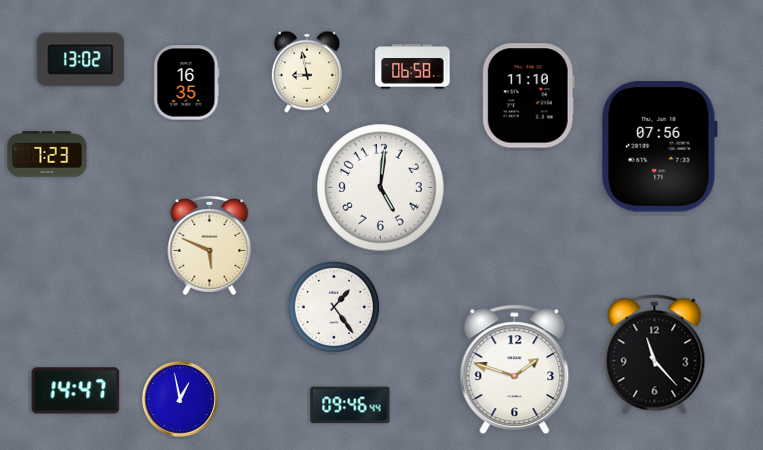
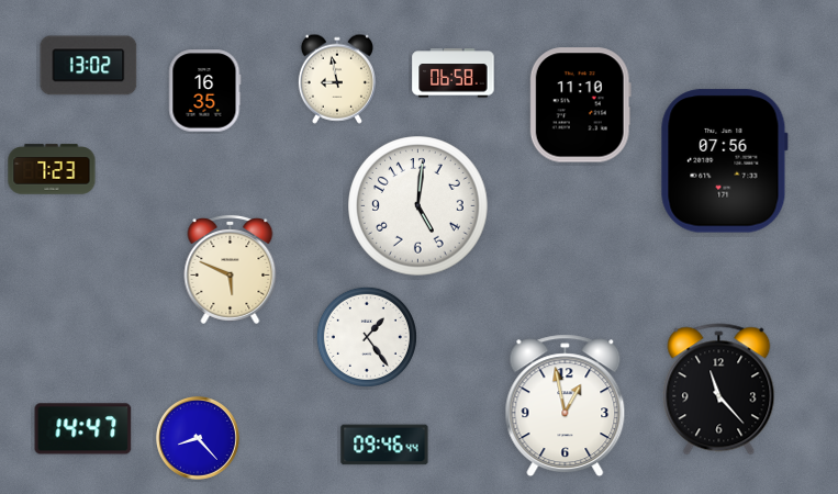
clock at (515, 370): 1:48 -> 12:58
clock at (180, 399): 12:58 -> 8:23
